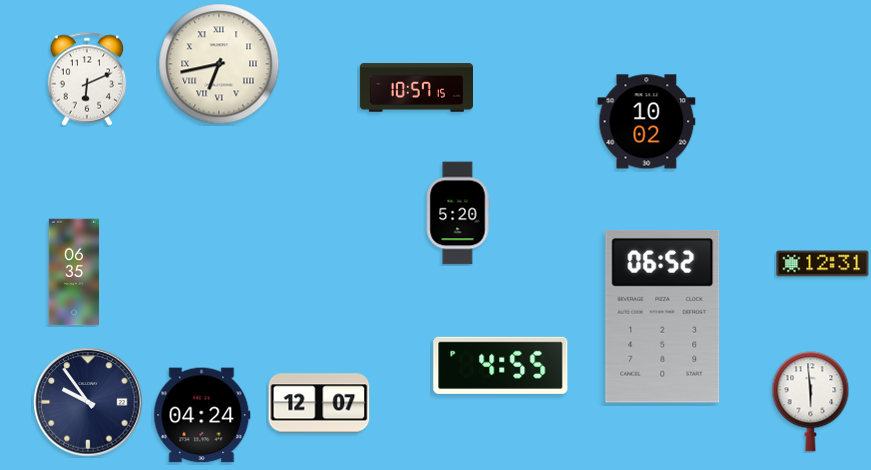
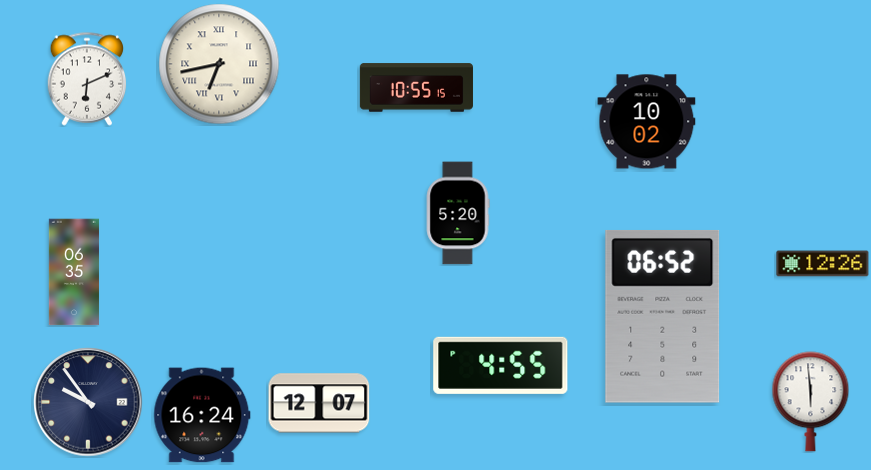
clock at (416, 88): 10:57 -> 10:55
clock at (823, 264): 12:31 -> 12:26
clock at (202, 415): 04:24 -> 16:24
